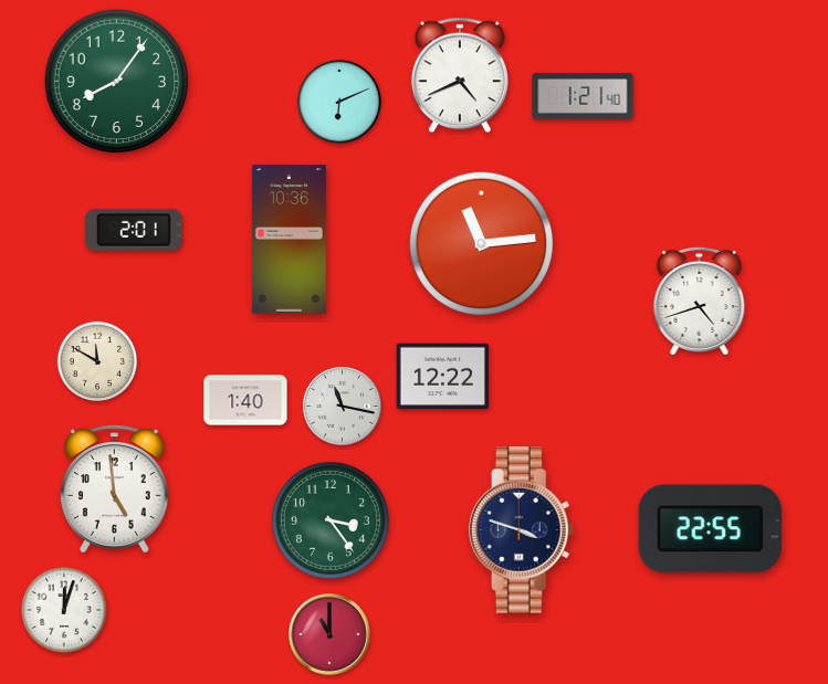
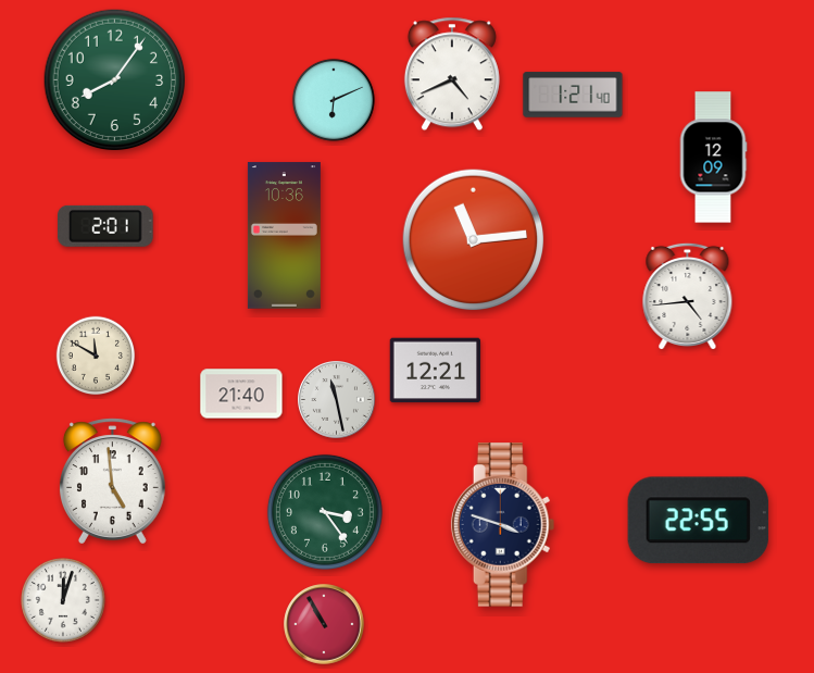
clock at (713, 158): none -> 12:09
clock at (135, 230) position: (135, 230) -> (107, 226)
clock at (700, 301): 4:42 -> 4:44
clock at (443, 377): 12:22 -> 12:21
clock at (245, 400): 1:40 -> 21:40
clock at (343, 407): 11:17 -> 11:28
clock at (522, 530) position: (522, 530) -> (503, 525)
clock at (329, 634): 11:00 -> 10:55
